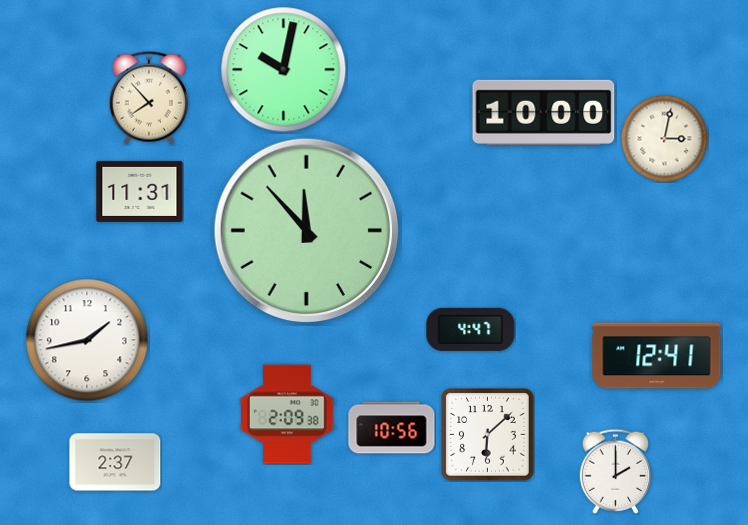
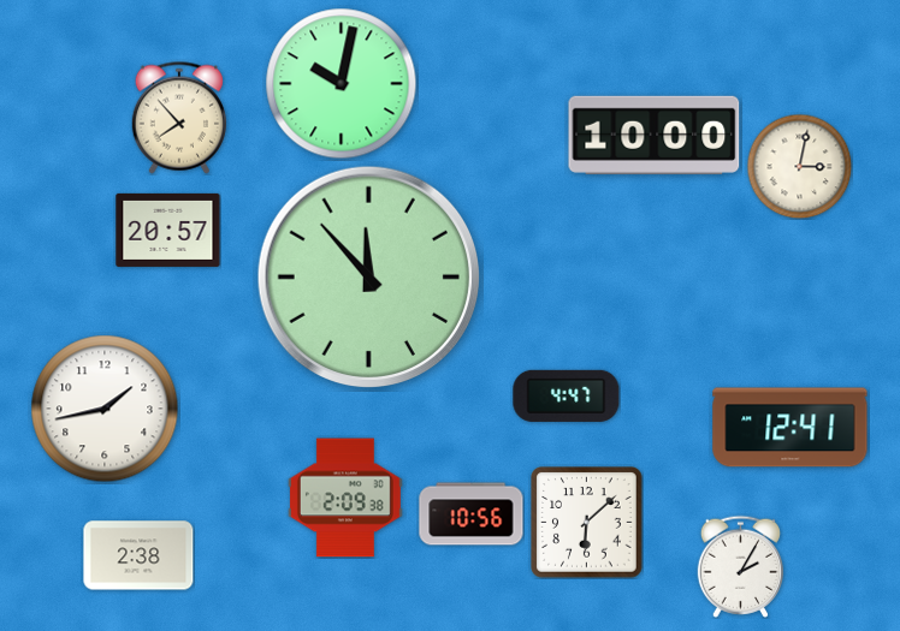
clock at (140, 191): 11:31 -> 20:57
clock at (115, 462): 2:37 -> 2:38
clock at (615, 471): 2:00 -> 2:05
